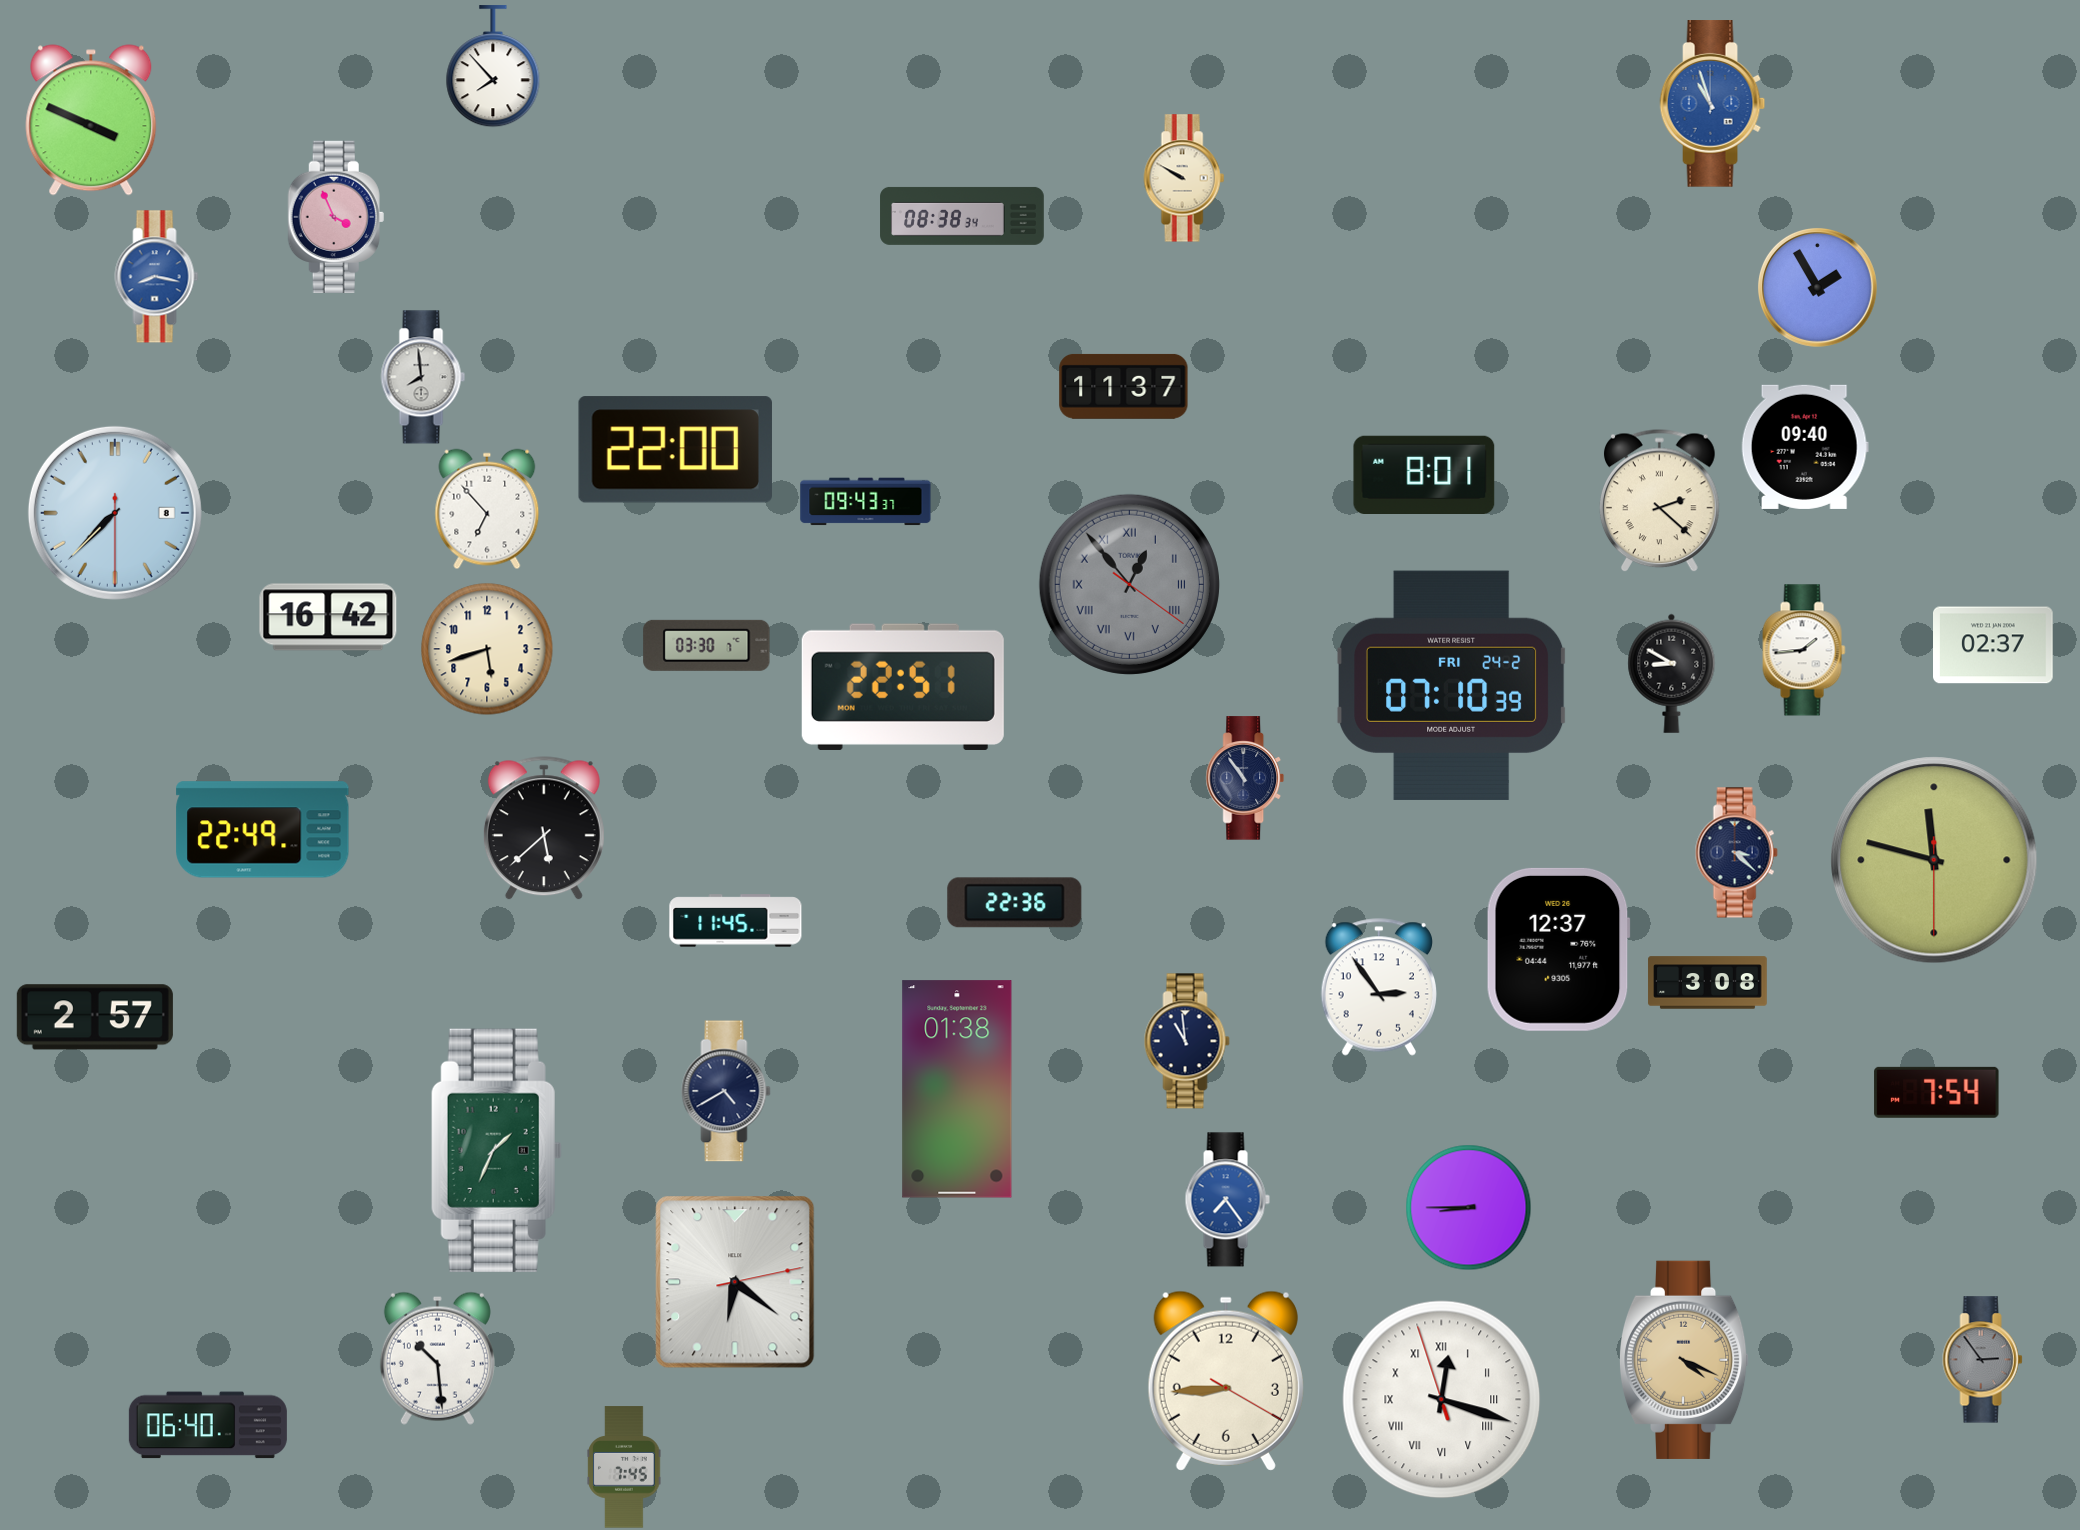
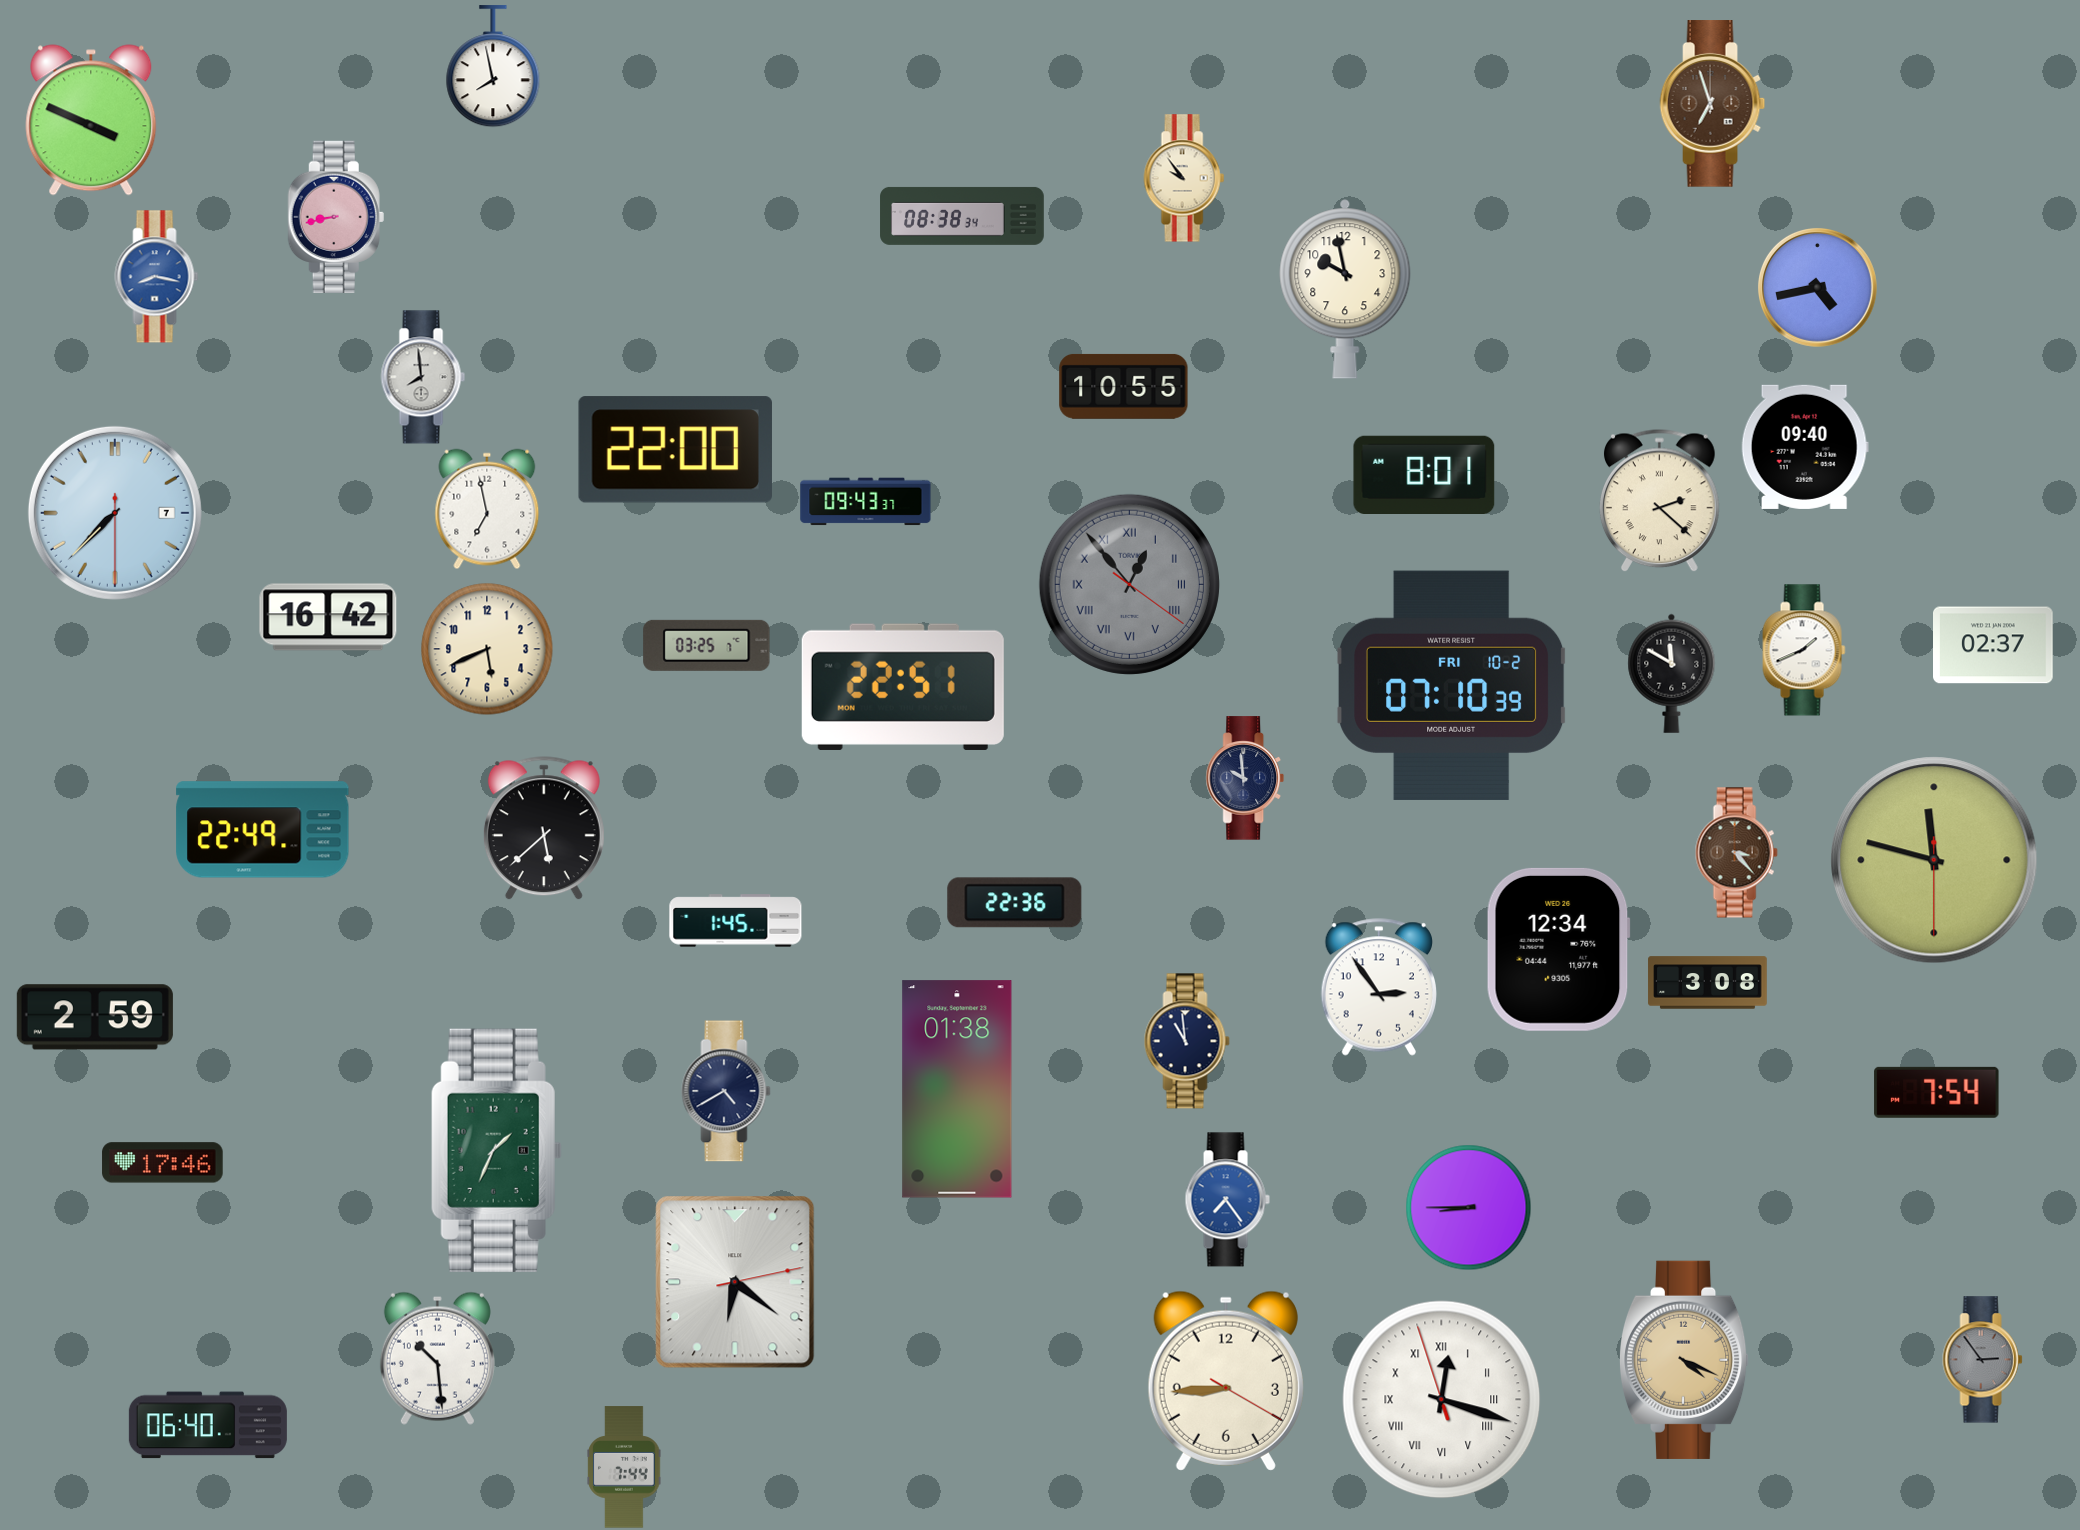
clock at (493, 67): 7:53 -> 7:58
clock at (1713, 104): 10:57 -> 6:57
clock at (1713, 104) dial: blue -> brown
clock at (1184, 178): 9:50 -> 9:54
clock at (336, 216): 3:56 -> 8:43
clock at (1817, 287): 1:55 -> 4:43
clock at (1345, 289): none -> 9:58
clock at (1124, 386): 11:37 -> 10:55
clock at (487, 509): 6:53 -> 6:58
clock at (115, 513) date: 8 -> 7
clock at (707, 645): 03:30 -> 03:25
clock at (487, 649): 5:42 -> 5:41
clock at (1804, 650): 1:44 -> 1:41
clock at (1672, 673): 8:50 -> 11:50
clock at (1453, 685) date: FRI 24-2 -> FRI 10-2
clock at (1245, 778): 10:54 -> 9:59
clock at (1736, 853): 3:22 -> 3:23
clock at (1736, 853) dial: navy -> brown
clock at (736, 921): 11:45 -> 1:45
clock at (1558, 949): 12:37 -> 12:34
clock at (95, 1017): 2:57 -> 2:59
clock at (163, 1163): none -> 17:46
clock at (624, 1467): 7:45 -> 7:44
